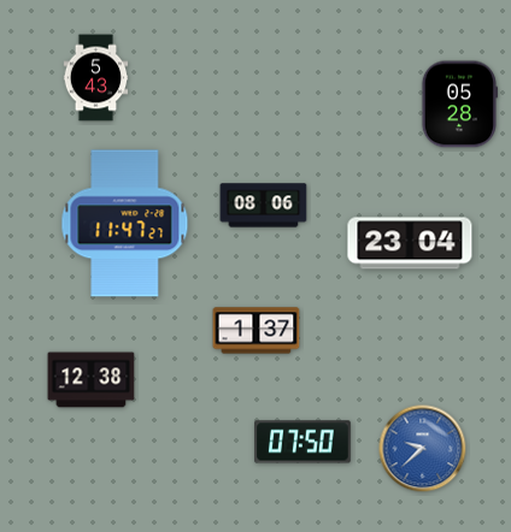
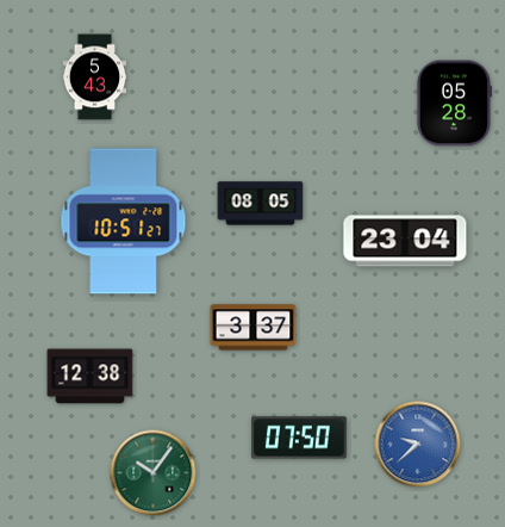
clock at (264, 206): 08:06 -> 08:05
clock at (125, 224): 11:47 -> 10:51
clock at (257, 331): 1:37 -> 3:37
clock at (154, 473): none -> 10:06
